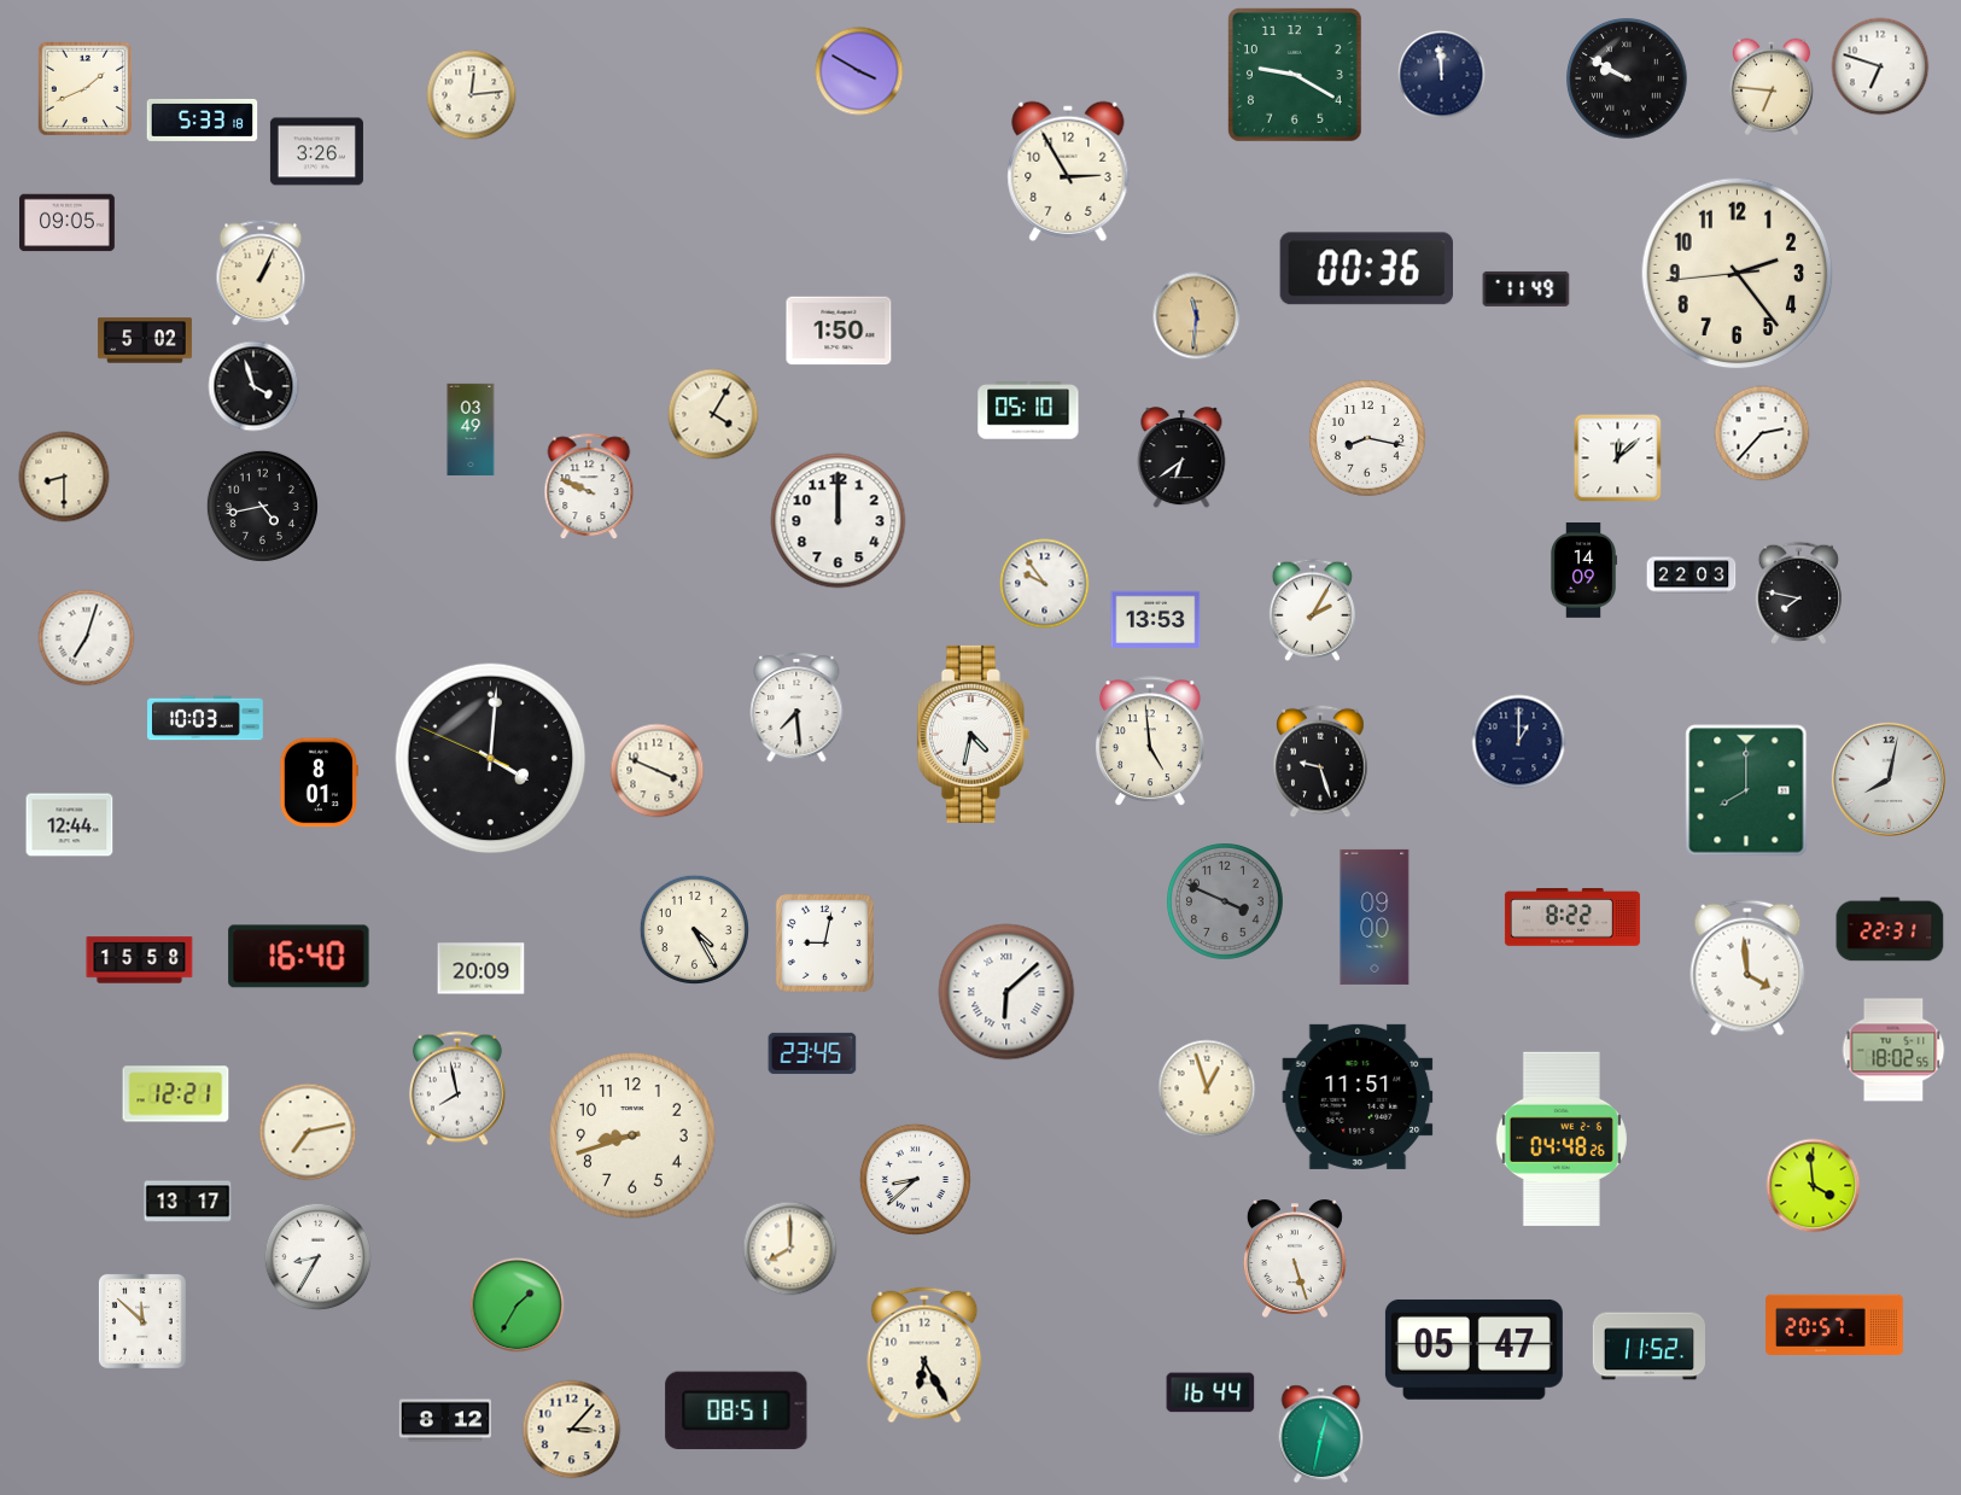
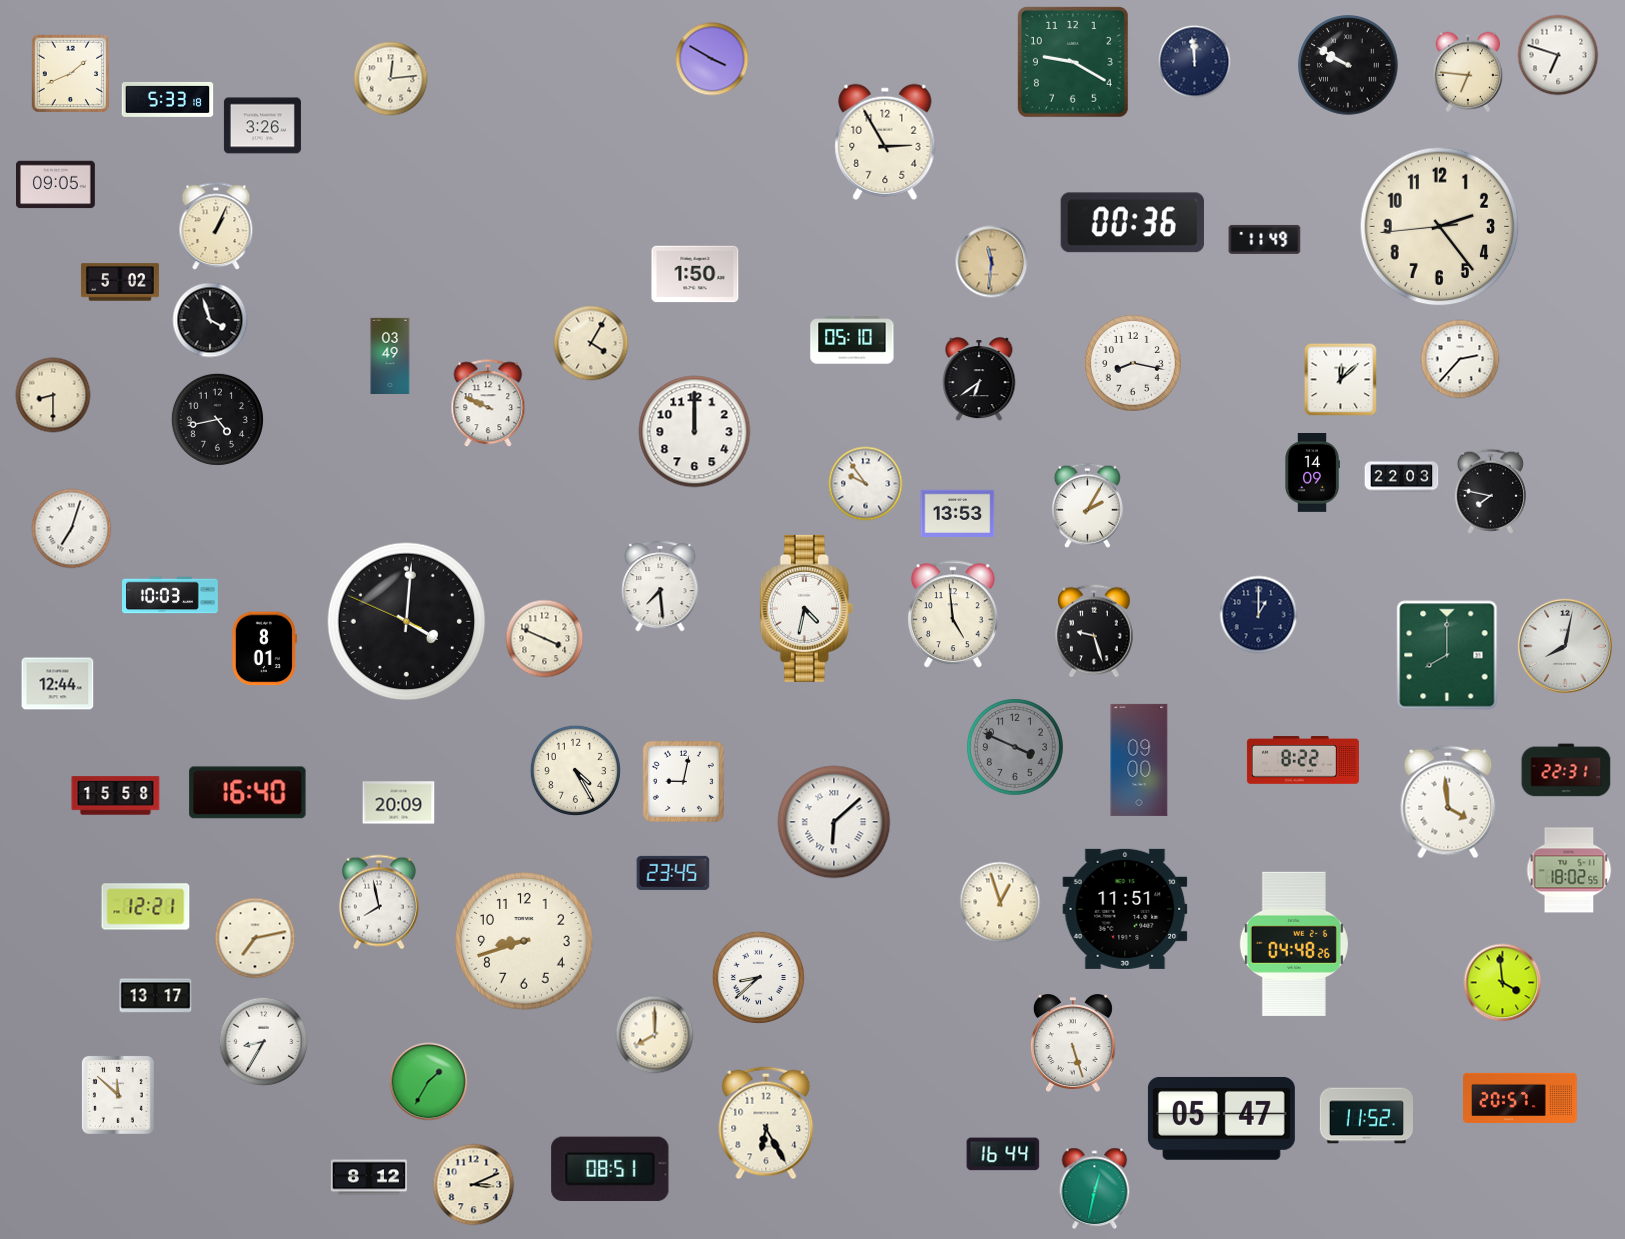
clock at (491, 759) position: (491, 759) -> (407, 622)
clock at (572, 1430): 3:07 -> 3:11
